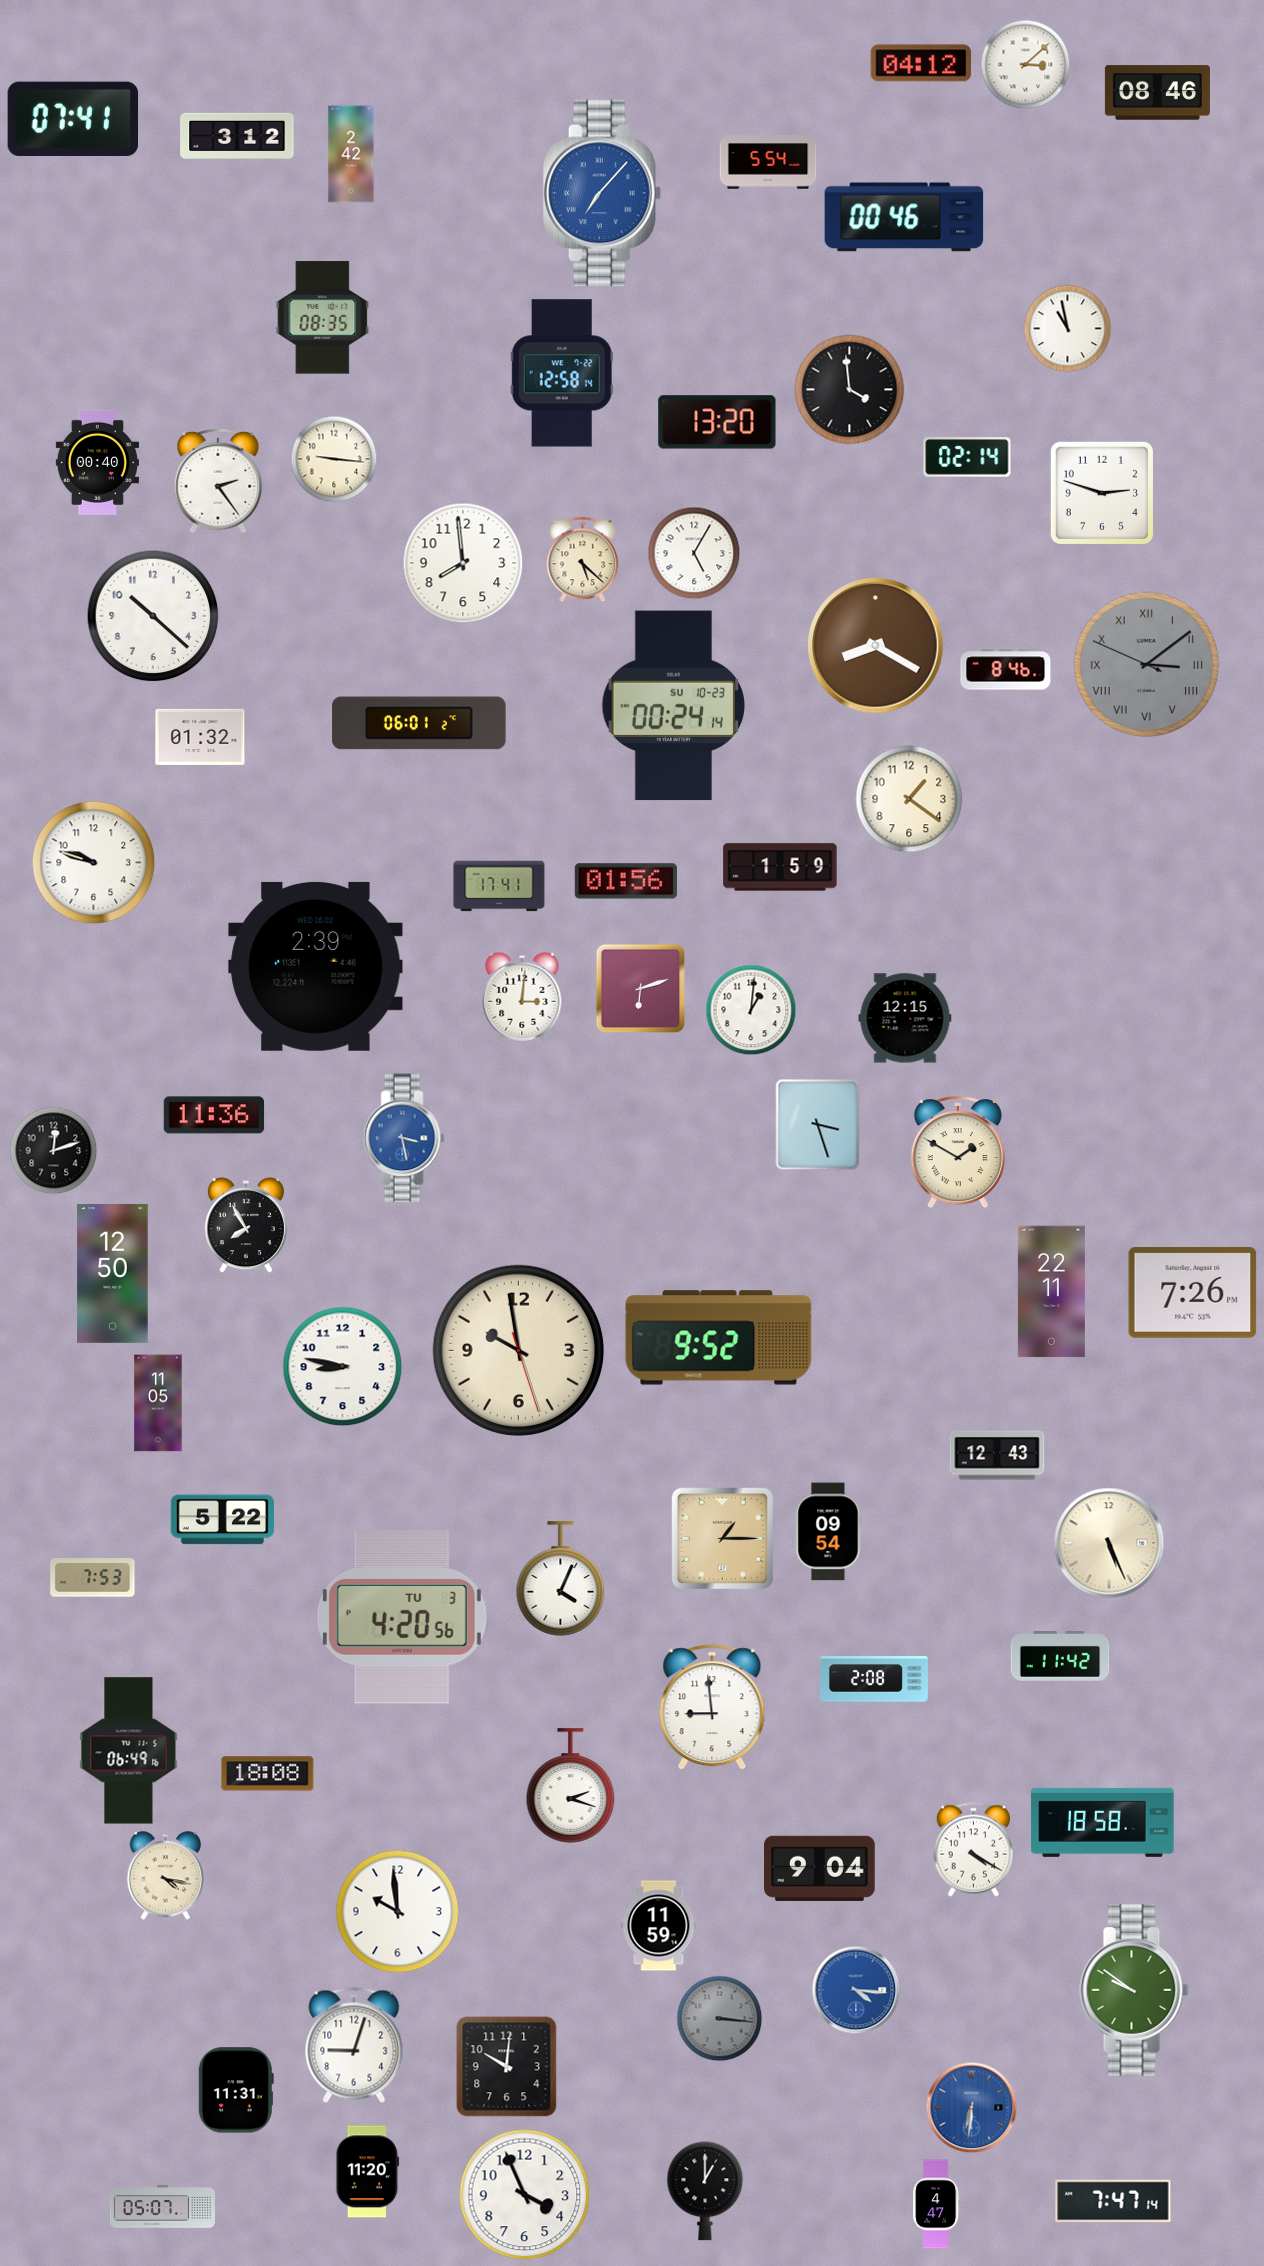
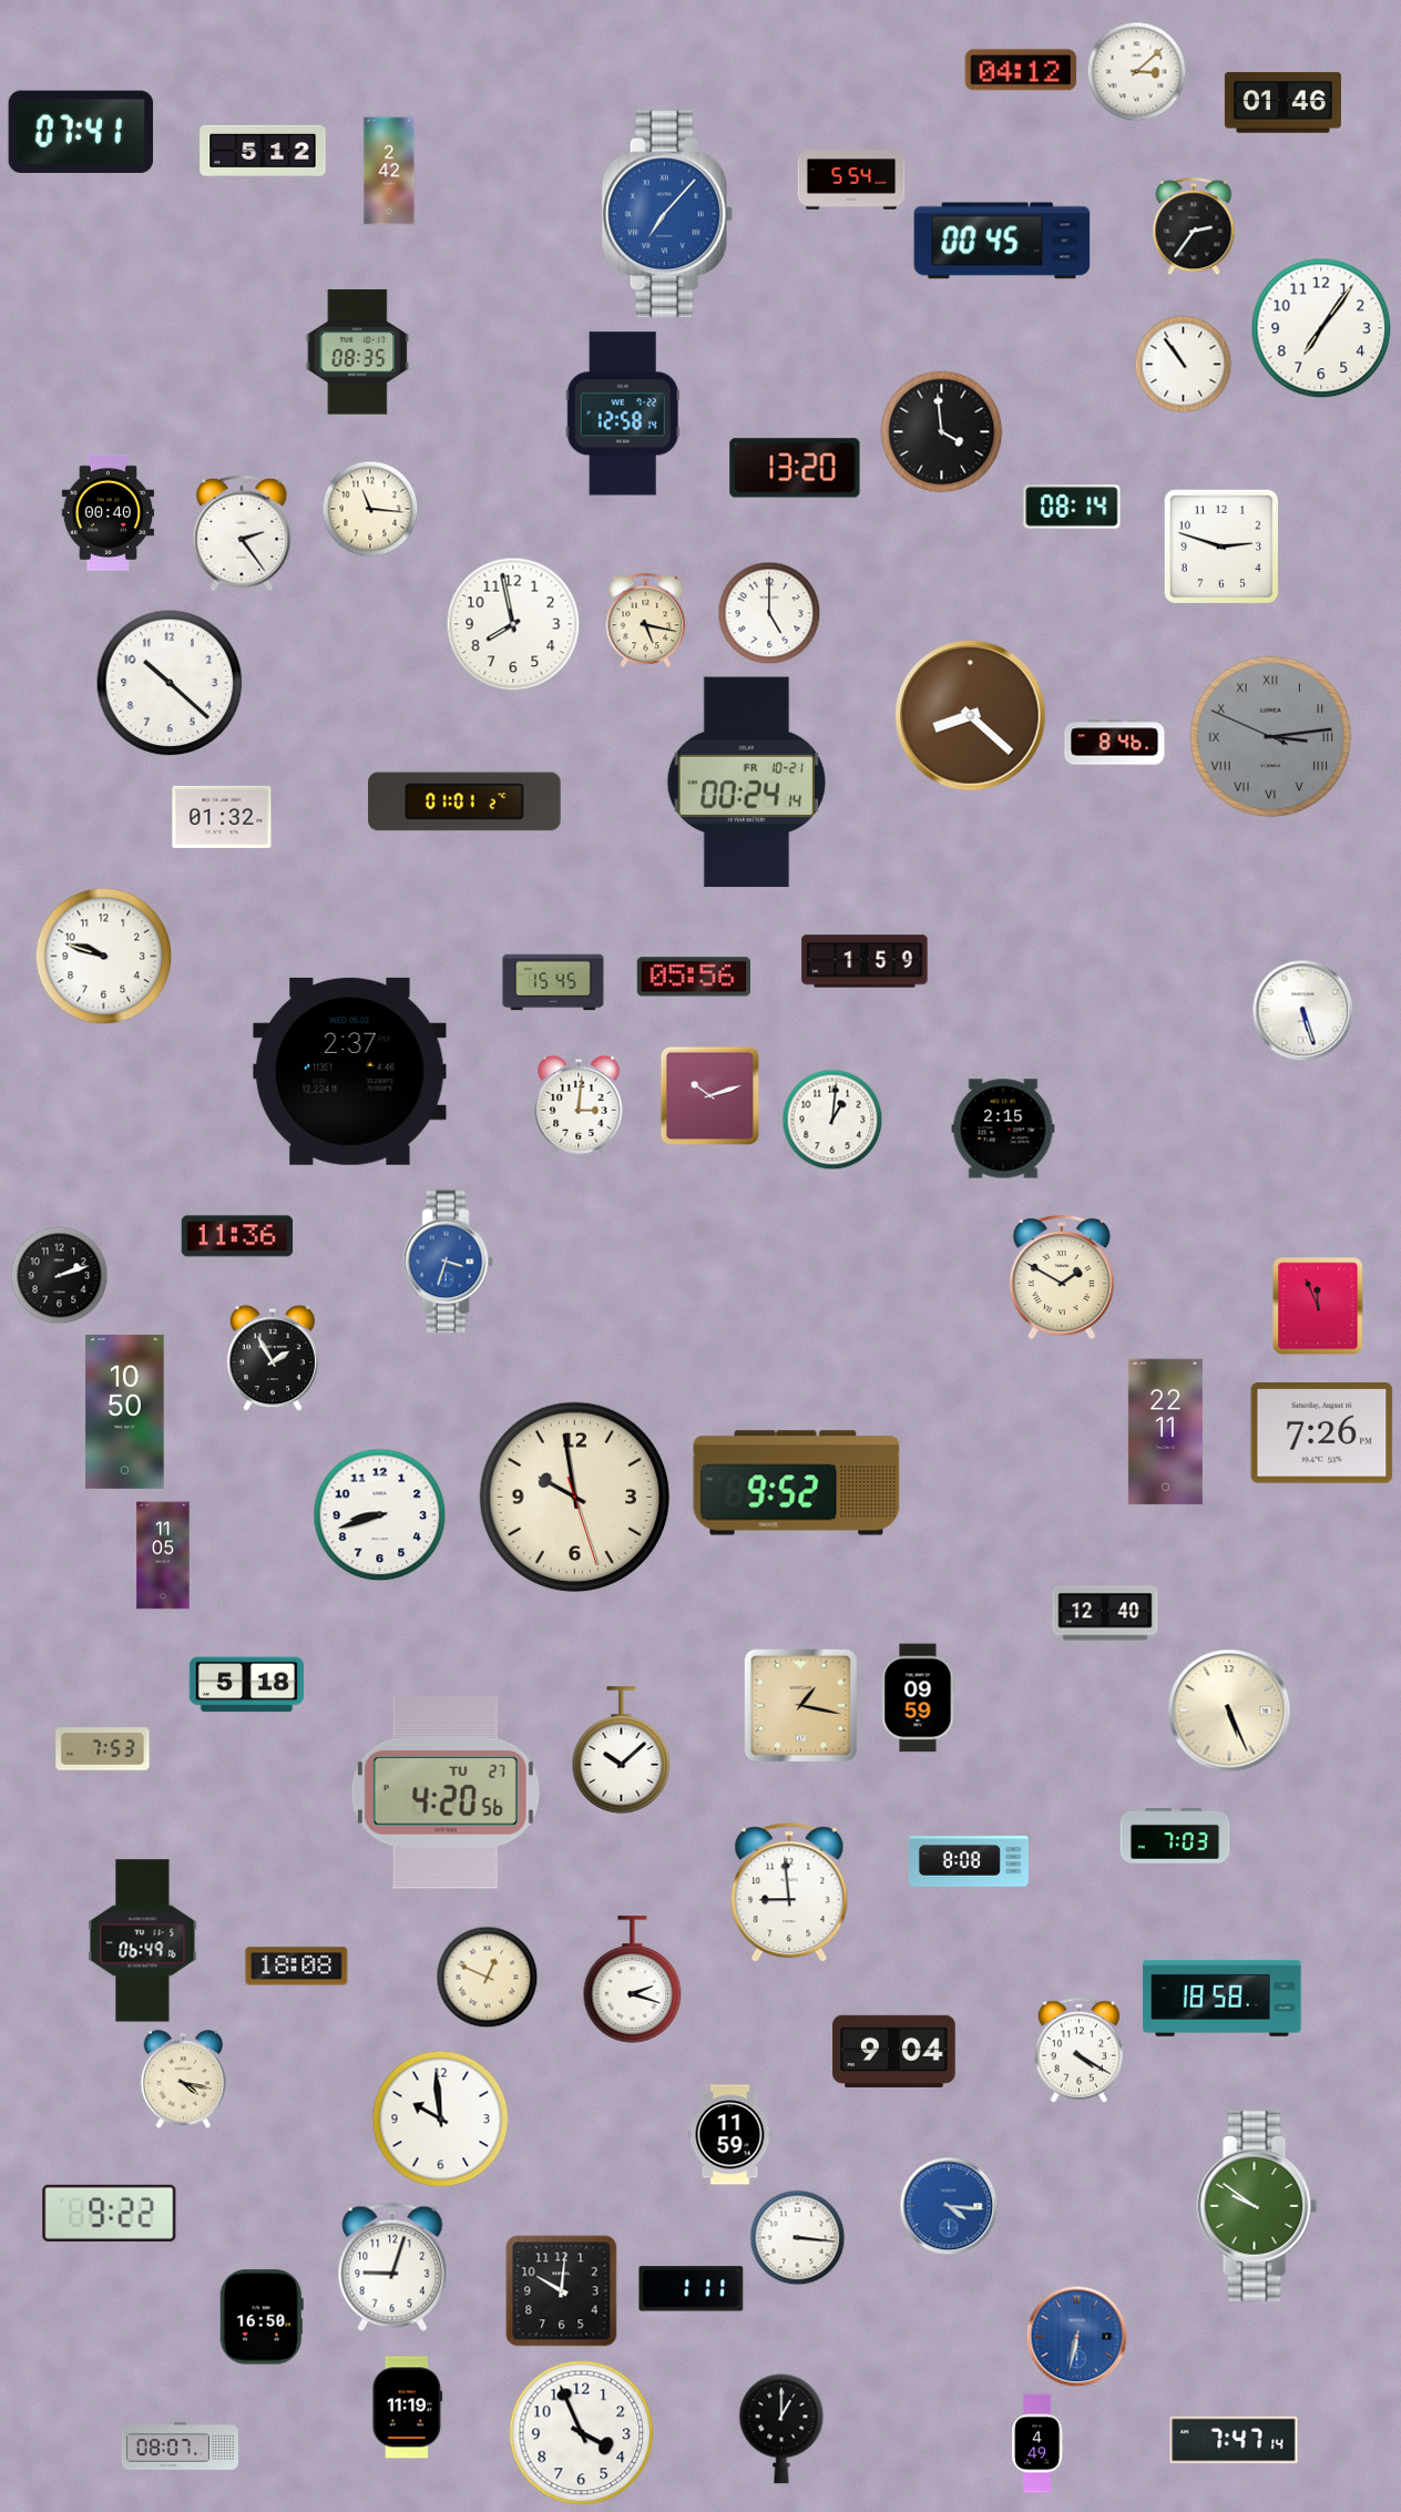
clock at (1157, 93): 08:46 -> 01:46
clock at (237, 136): 3:12 -> 5:12
clock at (1194, 227): none -> 2:36
clock at (904, 217): 00:46 -> 00:45
clock at (1321, 328): none -> 7:06
clock at (1068, 329): 10:58 -> 10:54
clock at (967, 457): 02:14 -> 08:14
clock at (334, 459): 9:16 -> 11:16
clock at (694, 553): 5:05 -> 5:00
clock at (583, 560): 5:22 -> 5:17
clock at (463, 563): 7:59 -> 7:58
clock at (876, 646): 8:20 -> 8:22
clock at (1147, 665): 3:08 -> 3:13
clock at (673, 706) date: SU 10-23 -> FR 10-21
clock at (419, 723): 06:01 -> 01:01
clock at (909, 799): 1:21 -> none
clock at (626, 881): 01:56 -> 05:56
clock at (499, 886): 17:41 -> 15:45
clock at (1303, 1011): none -> 5:27
clock at (316, 966): 2:39 -> 2:37
clock at (641, 989): 6:12 -> 10:12
clock at (905, 1018): 12:15 -> 2:15
clock at (818, 1125): 3:27 -> none
clock at (404, 1138): 3:28 -> 3:33
clock at (54, 1151): 12:12 -> 2:12
clock at (1318, 1306): none -> 11:56
clock at (246, 1226): 7:55 -> 1:55
clock at (113, 1273): 12:50 -> 10:50
clock at (343, 1367): 8:47 -> 8:42
clock at (158, 1403) position: (158, 1403) -> (163, 1555)
clock at (997, 1455): 12:43 -> 12:40
clock at (222, 1520): 5:22 -> 5:18
clock at (828, 1532): 09:54 -> 09:59
clock at (722, 1538): 1:15 -> 1:17
clock at (561, 1579): 4:04 -> 10:08
clock at (402, 1618) date: TU 3 -> TU 27
clock at (1060, 1657): 11:42 -> 7:03
clock at (874, 1679): 2:08 -> 8:08
clock at (488, 1978): none -> 12:49
clock at (1103, 1822) position: (1103, 1822) -> (1223, 1998)
clock at (820, 1868) position: (820, 1868) -> (894, 2051)
clock at (110, 2213): none -> 9:22
clock at (720, 2019) dial: grey -> white
clock at (692, 2289): none -> 1:11
clock at (236, 2090): 11:31 -> 16:50
clock at (972, 2108): 6:31 -> 6:32
clock at (368, 2172): 11:20 -> 11:19
clock at (936, 2204): 4:47 -> 4:49
clock at (162, 2207): 05:07 -> 08:07
